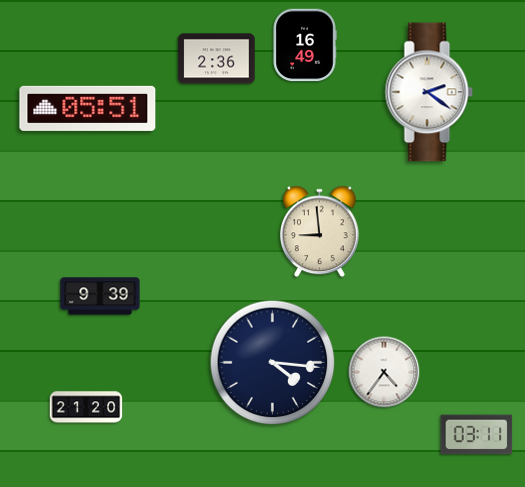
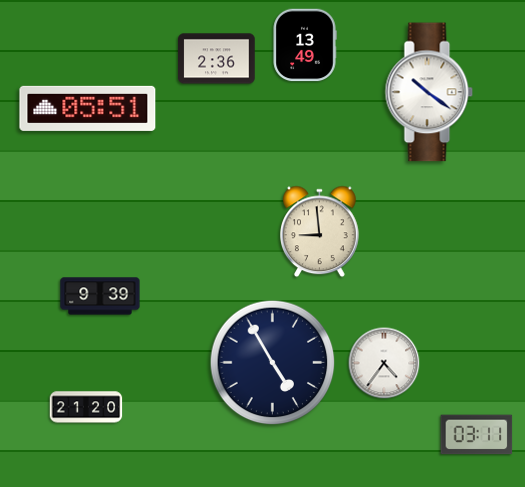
clock at (305, 45): 16:49 -> 13:49
clock at (429, 92): 2:21 -> 10:21
clock at (273, 363): 4:16 -> 4:55
clock at (384, 372) position: (384, 372) -> (384, 363)
